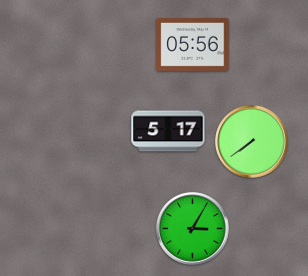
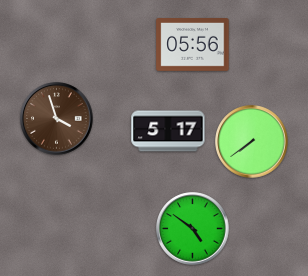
clock at (57, 119): none -> 3:57
clock at (193, 229): 3:05 -> 4:51
